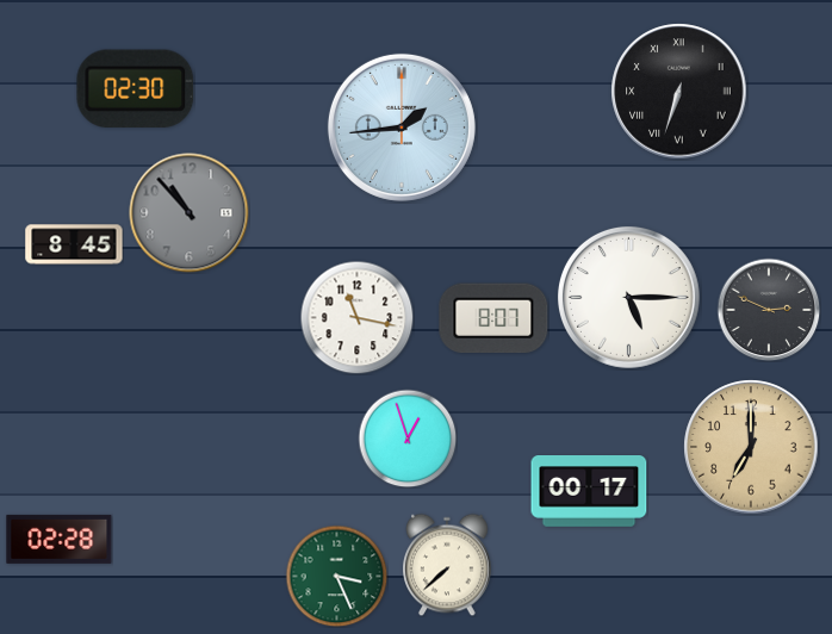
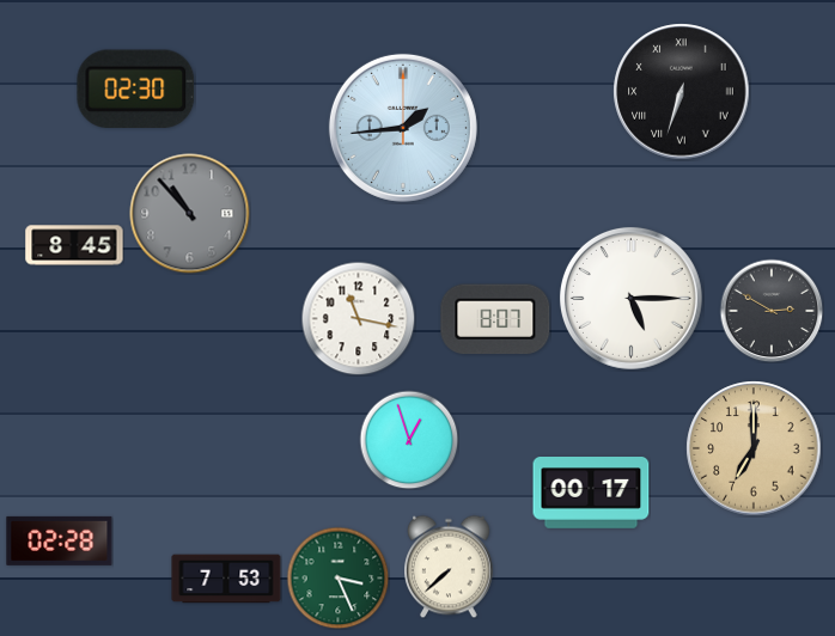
clock at (769, 310): 2:49 -> 2:50
clock at (226, 579): none -> 7:53
